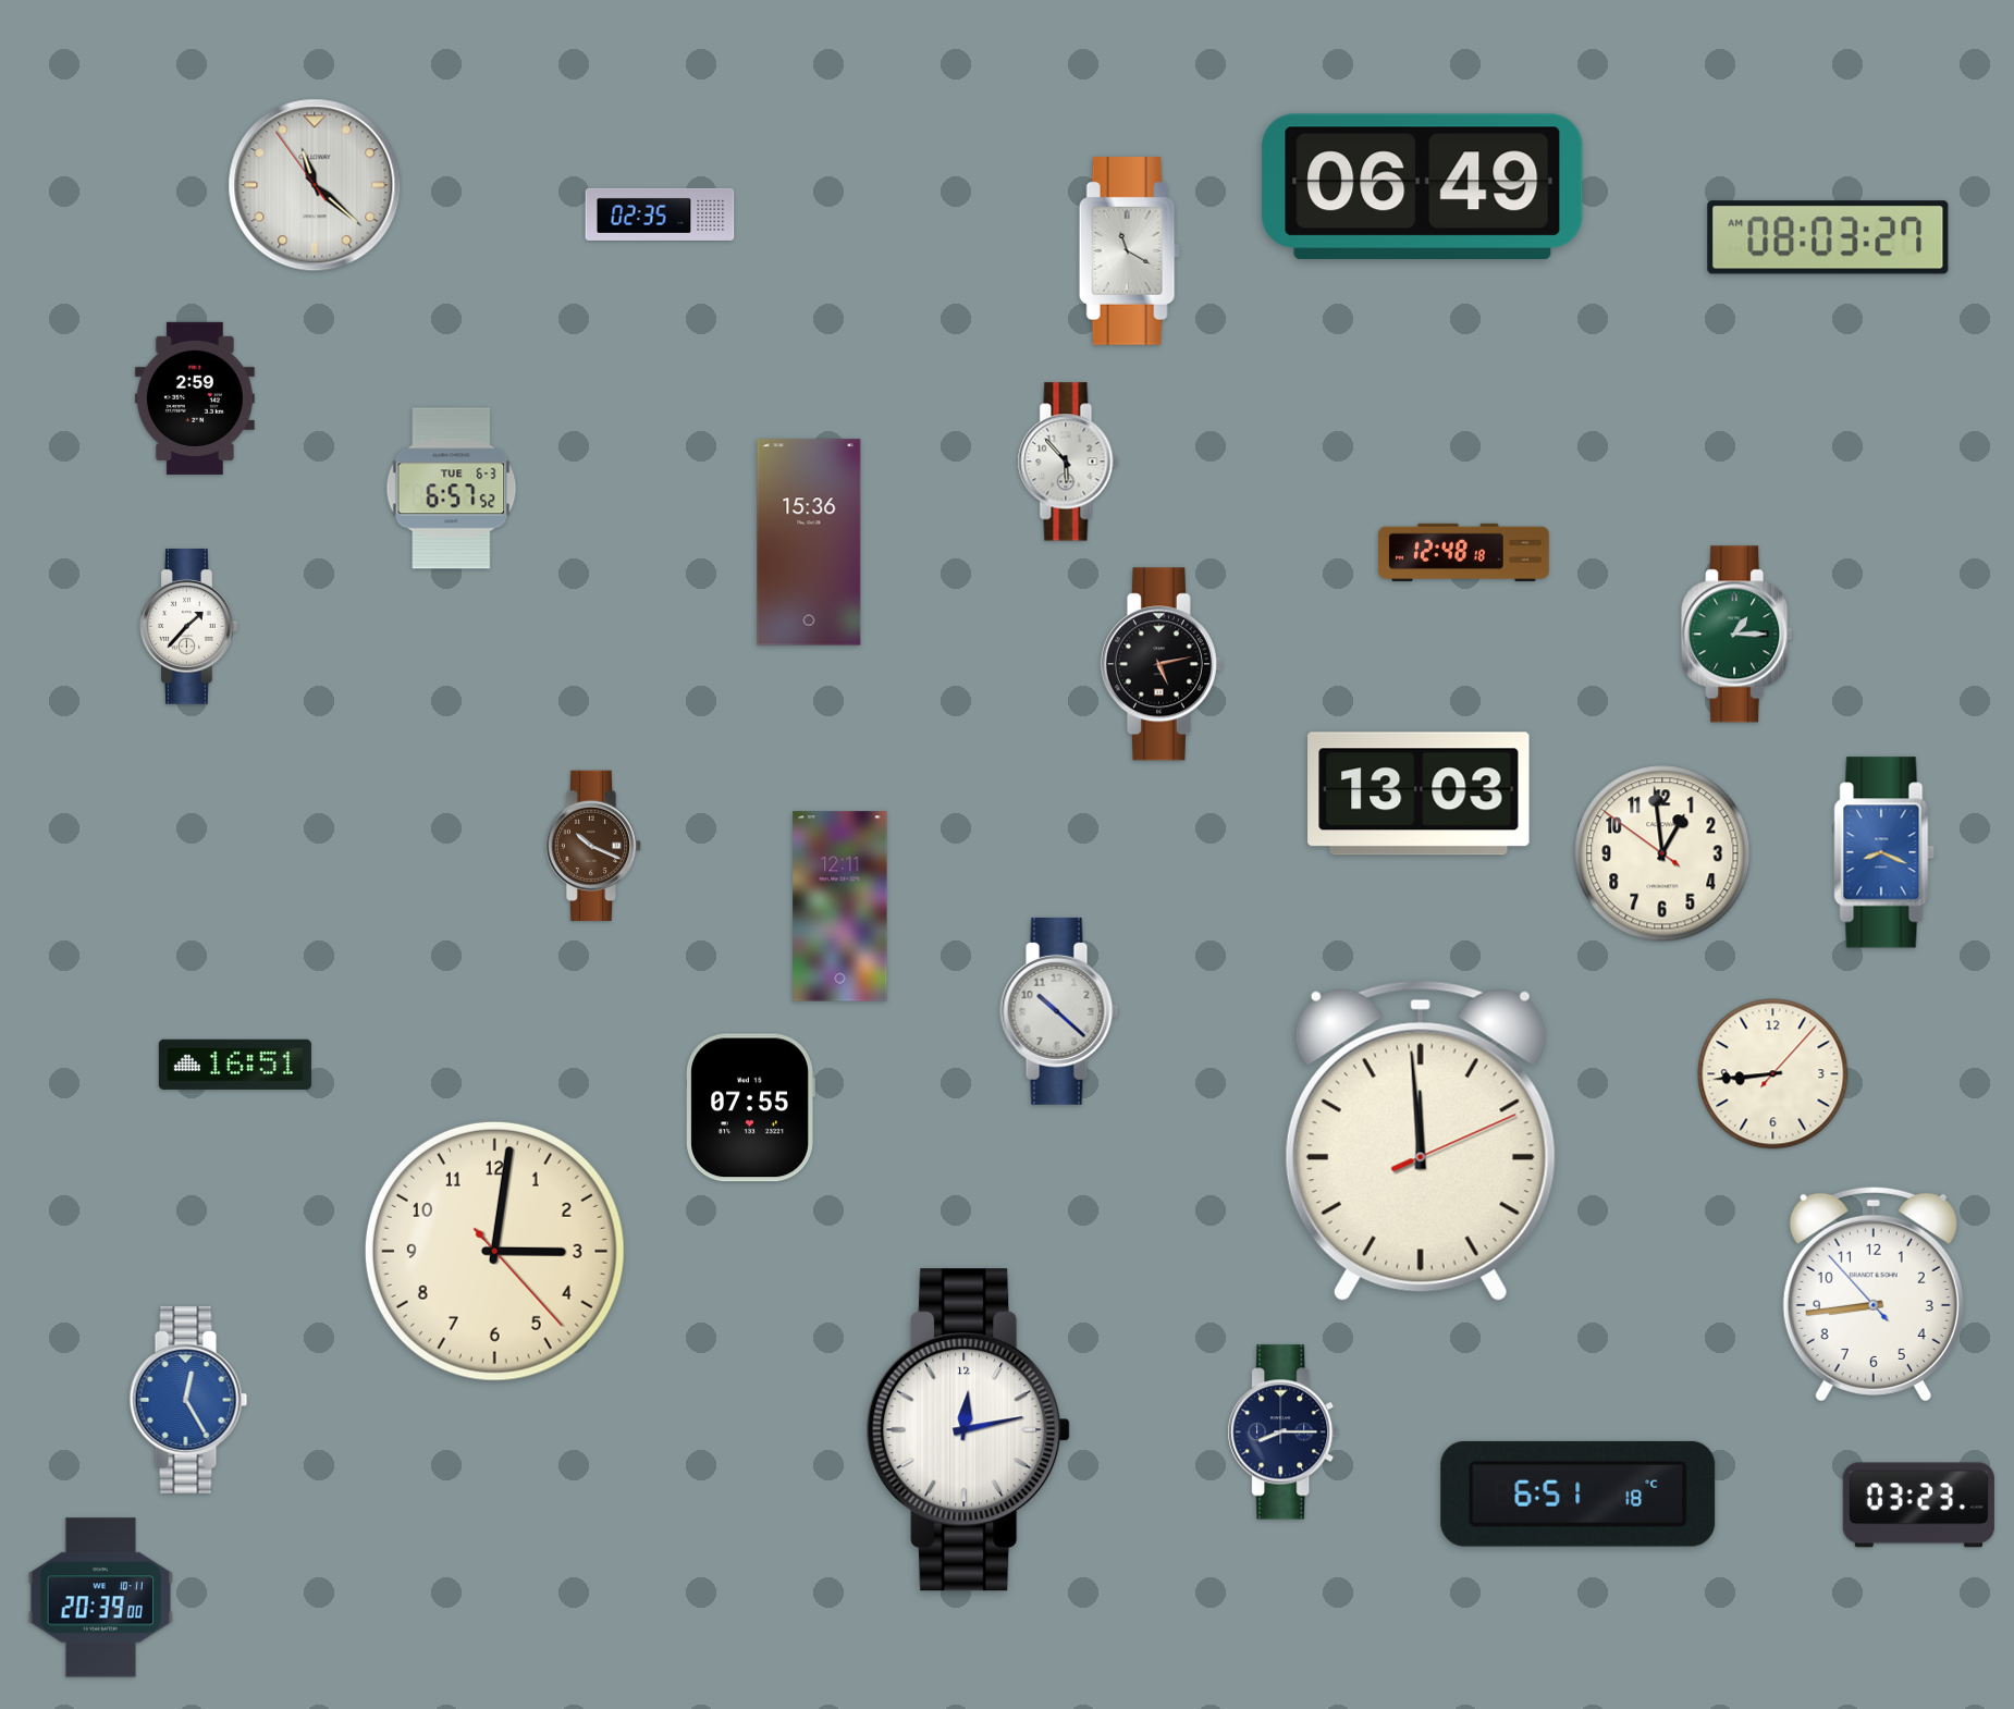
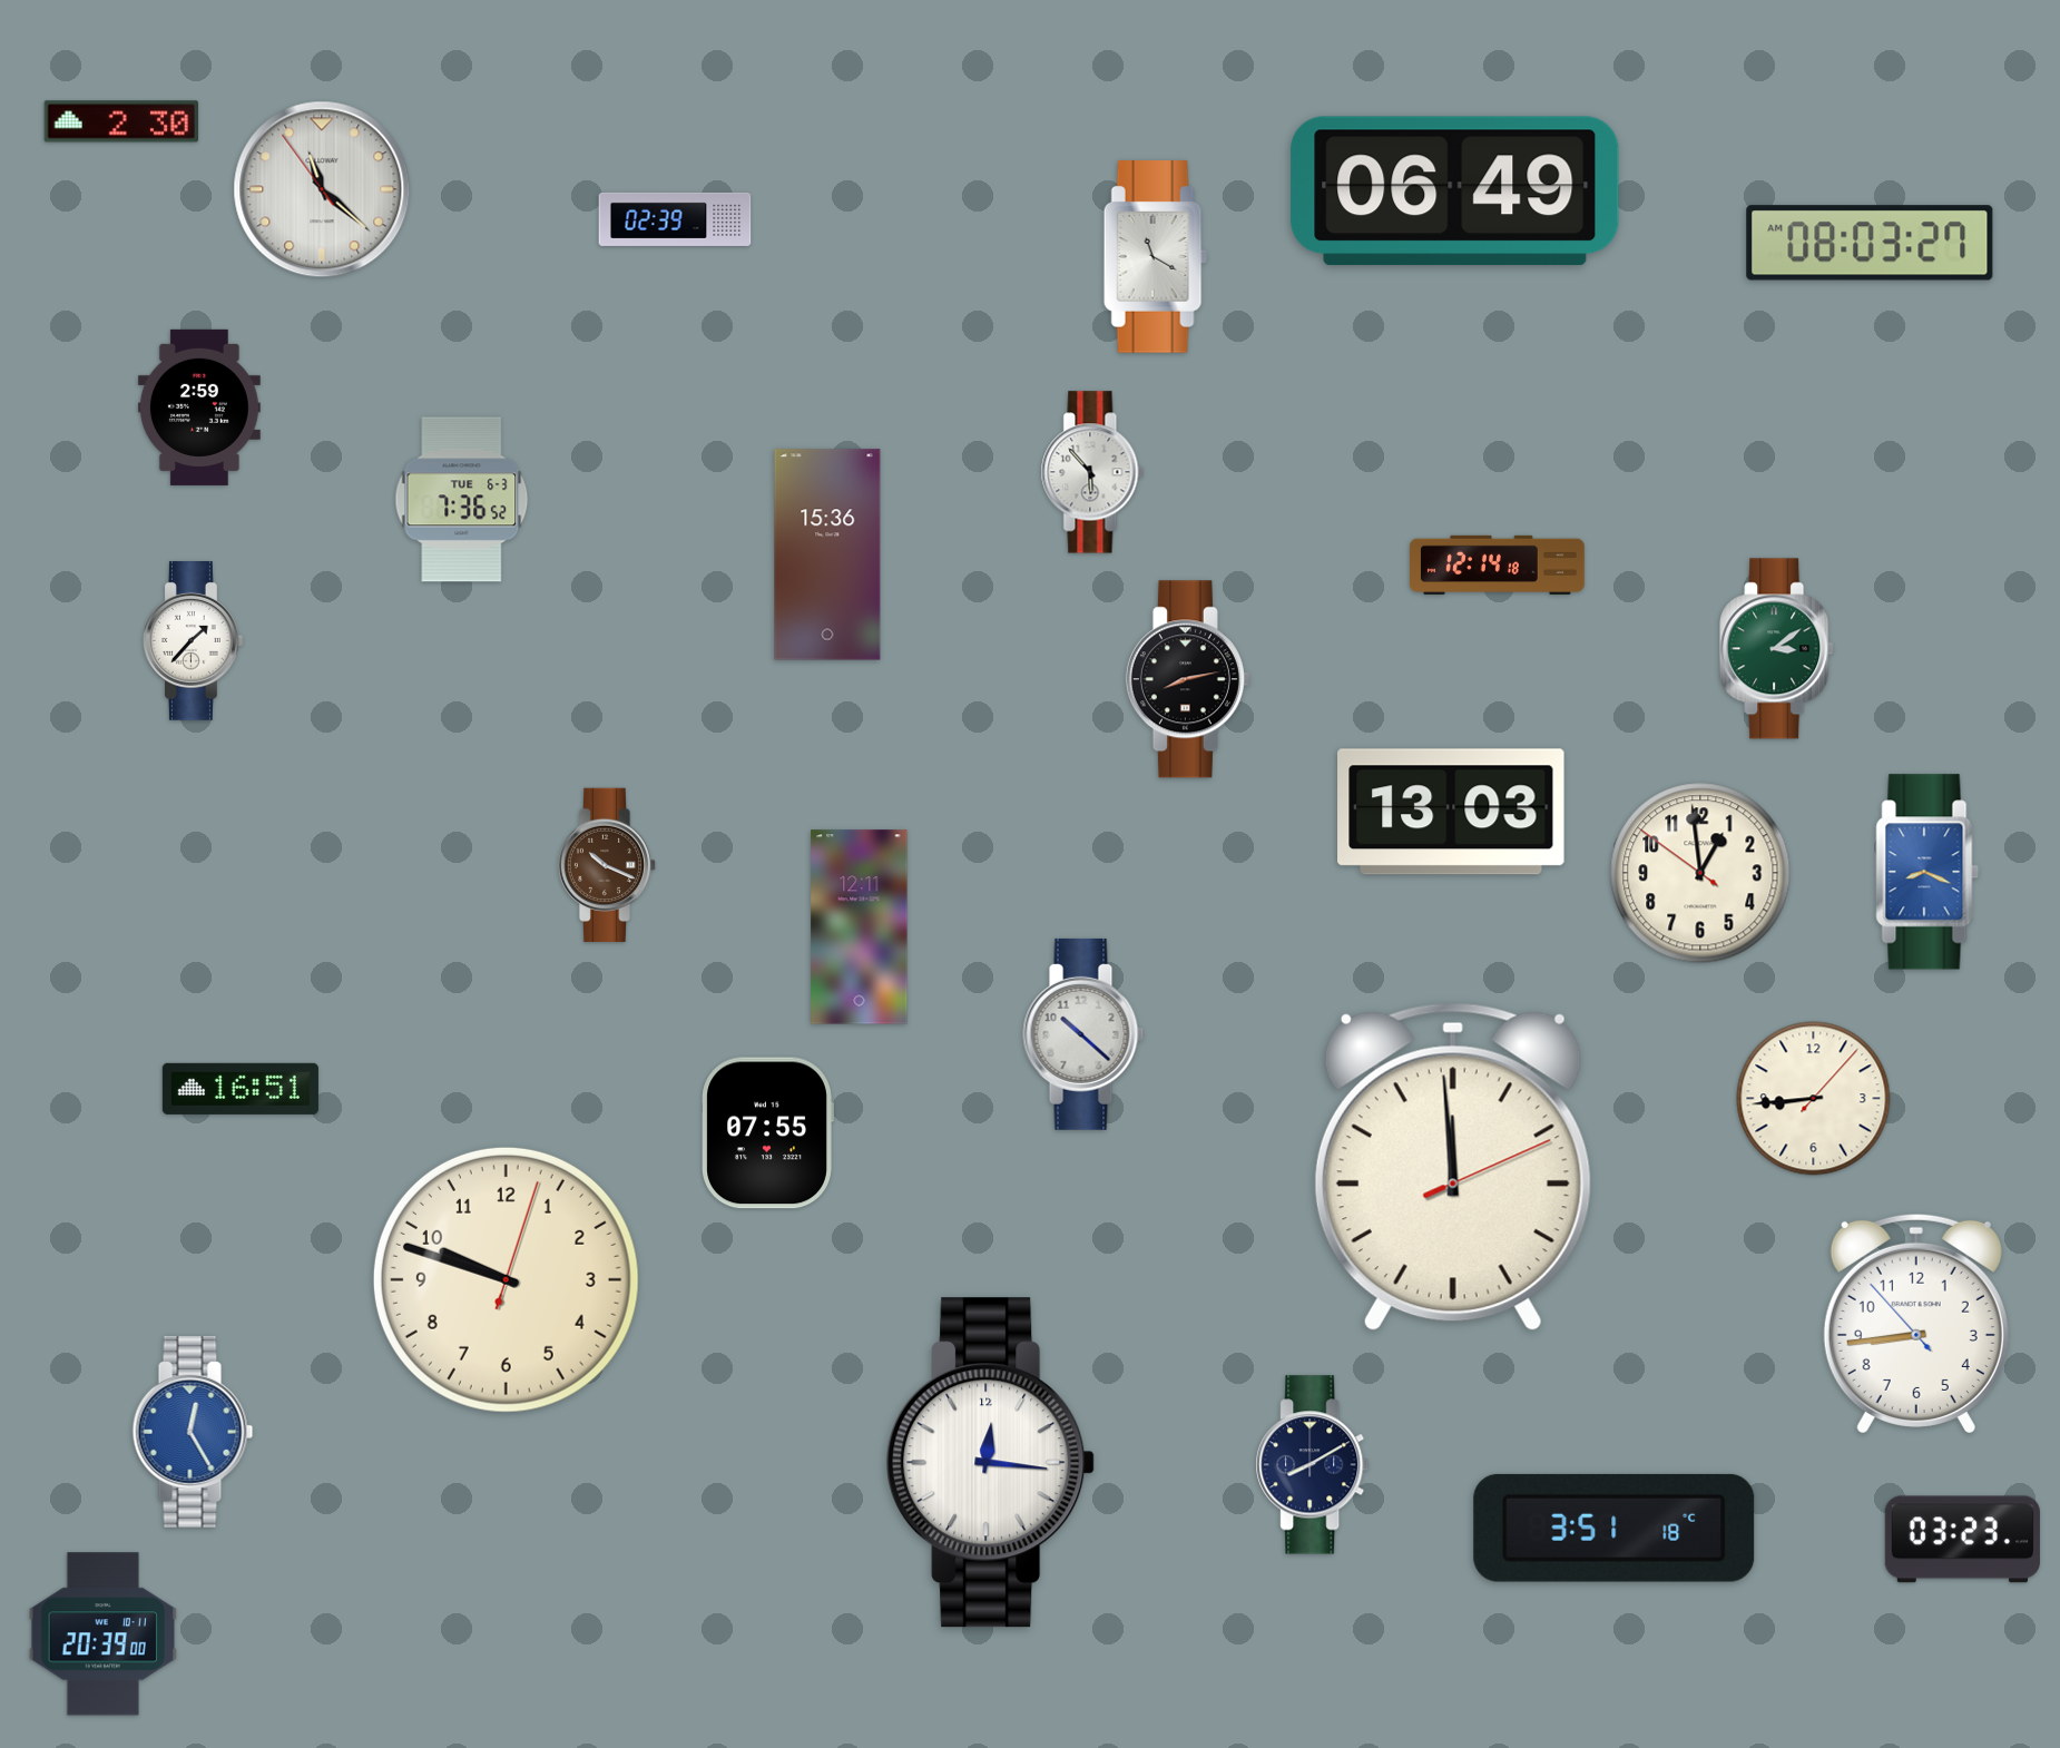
clock at (120, 121): none -> 2:30
clock at (660, 214): 02:35 -> 02:39
clock at (452, 489): 6:57 -> 7:36
clock at (1464, 552): 12:48 -> 12:14
clock at (1737, 635): 1:15 -> 3:09
clock at (1162, 664): 5:13 -> 8:13
clock at (494, 1251): 3:01 -> 9:48
clock at (969, 1430): 12:13 -> 12:16
clock at (1284, 1433): 8:15 -> 8:10
clock at (1579, 1493): 6:51 -> 3:51
